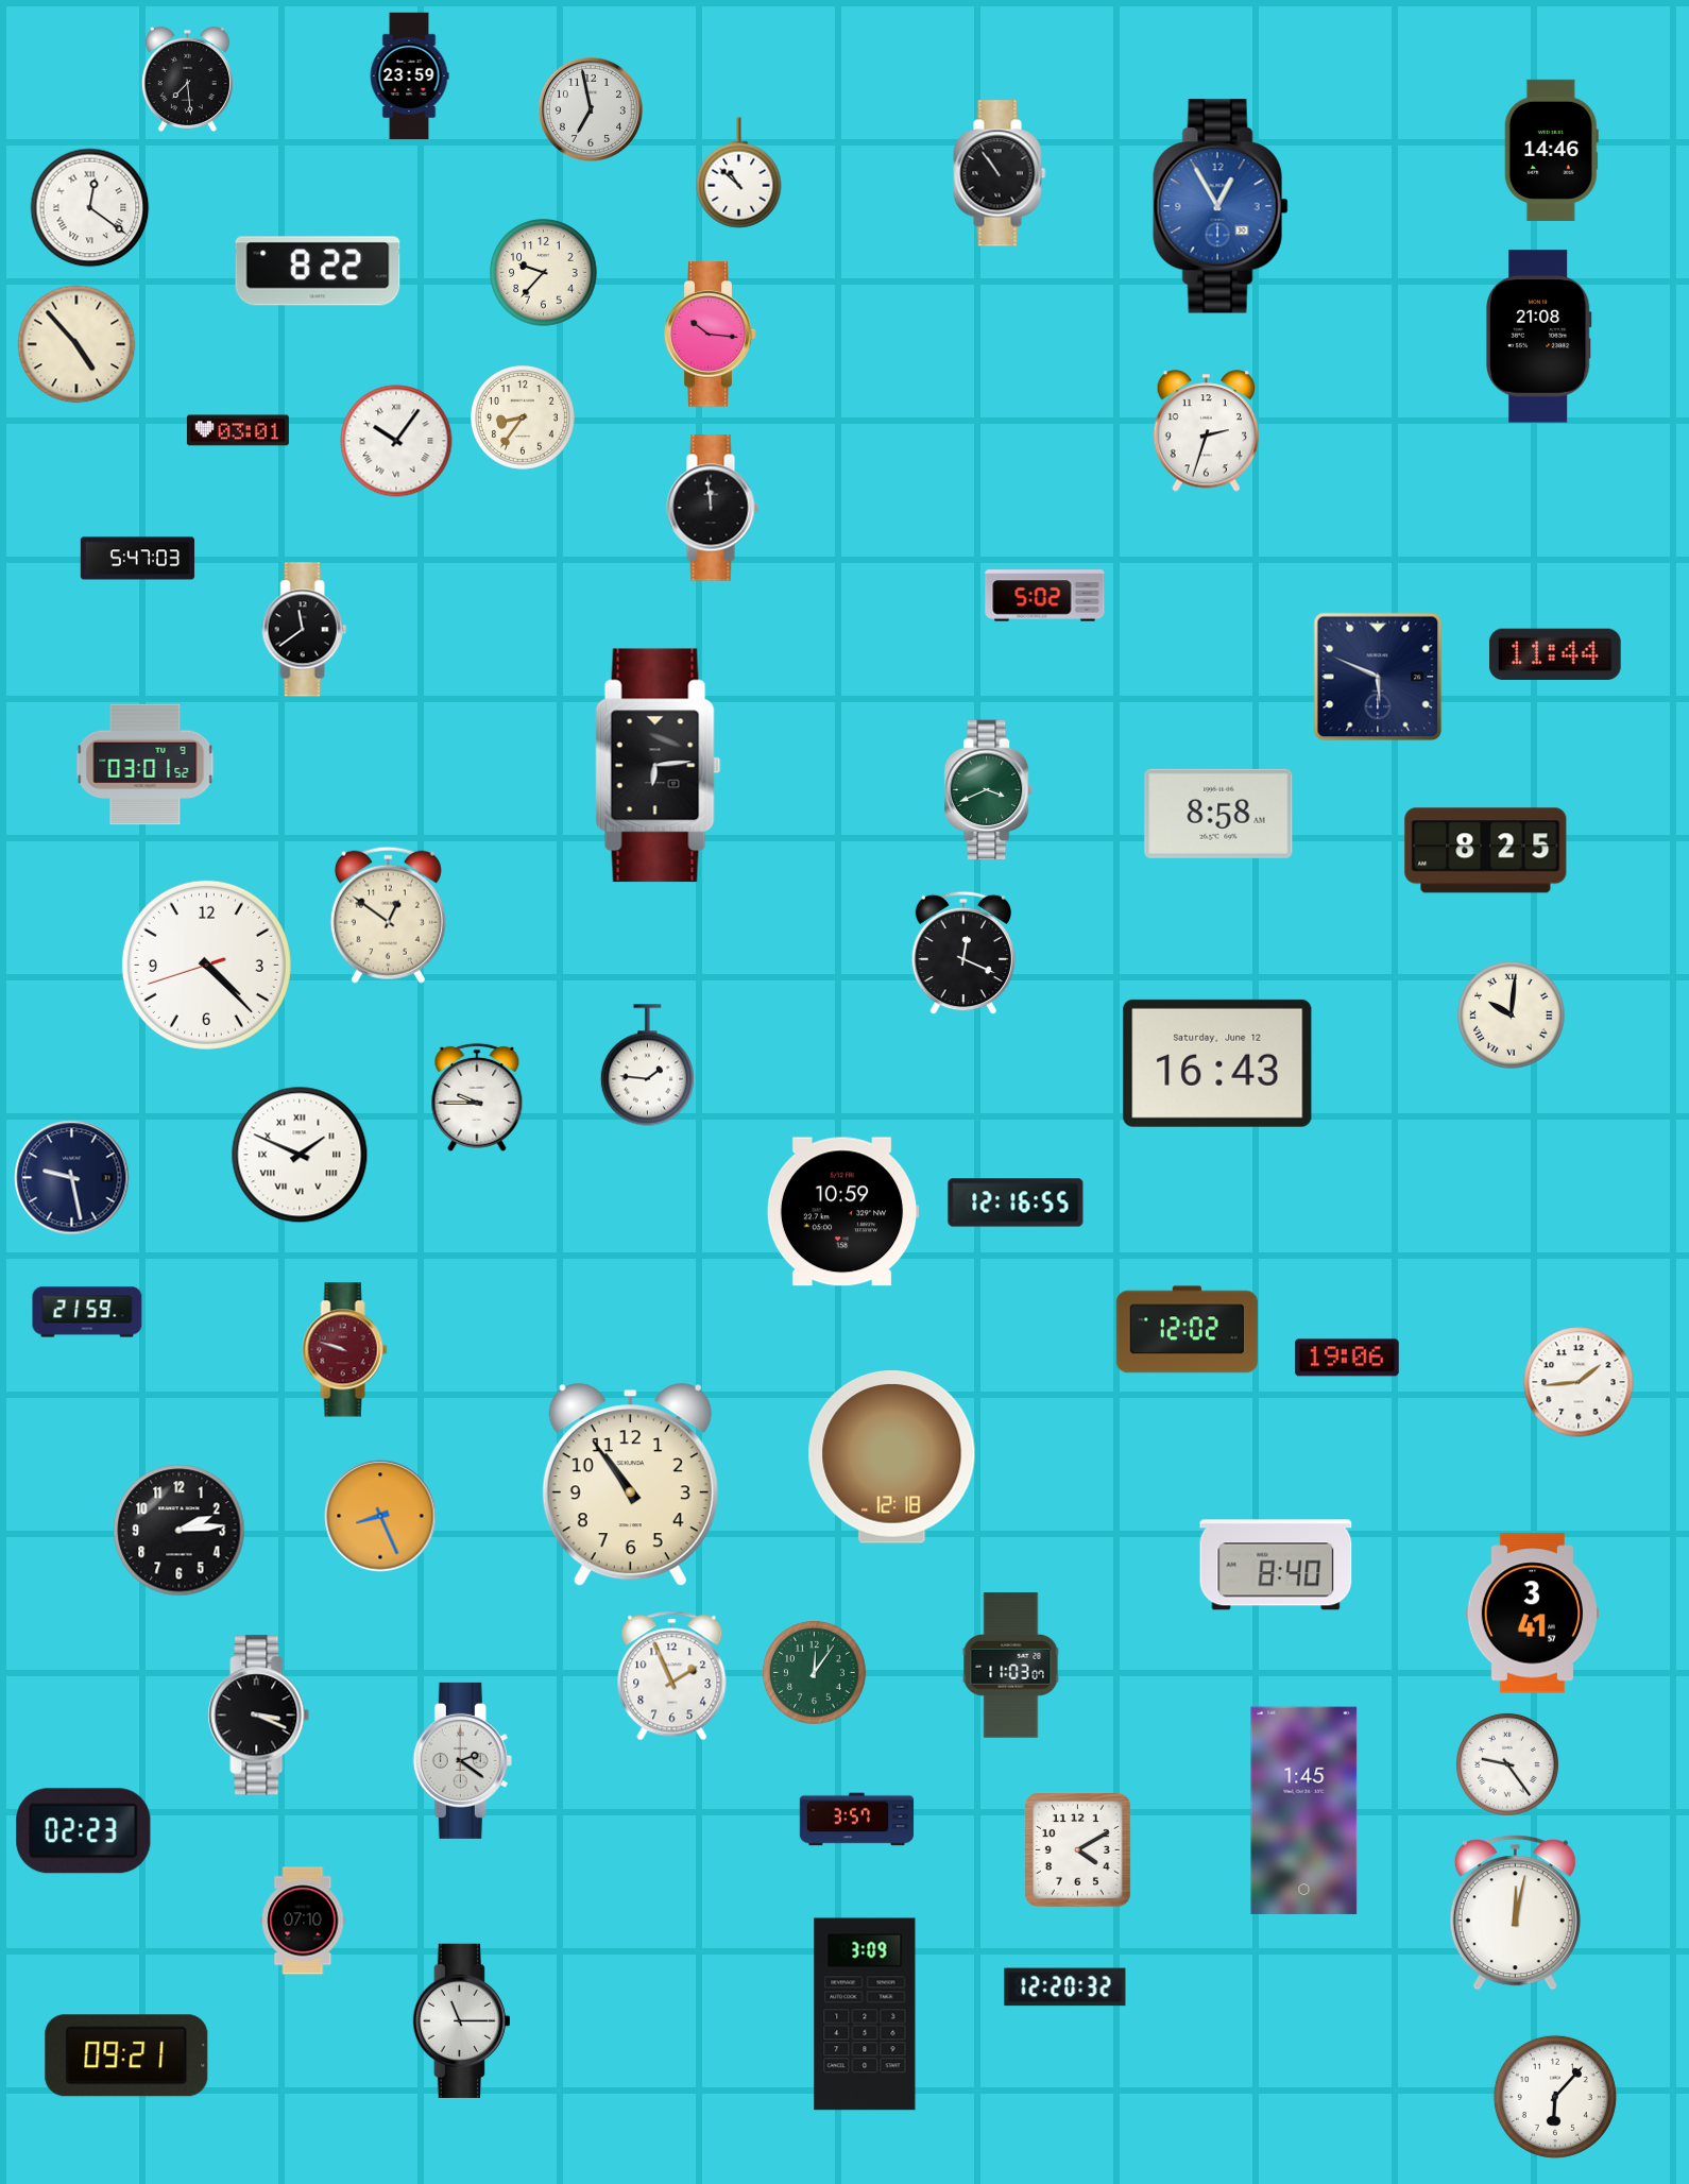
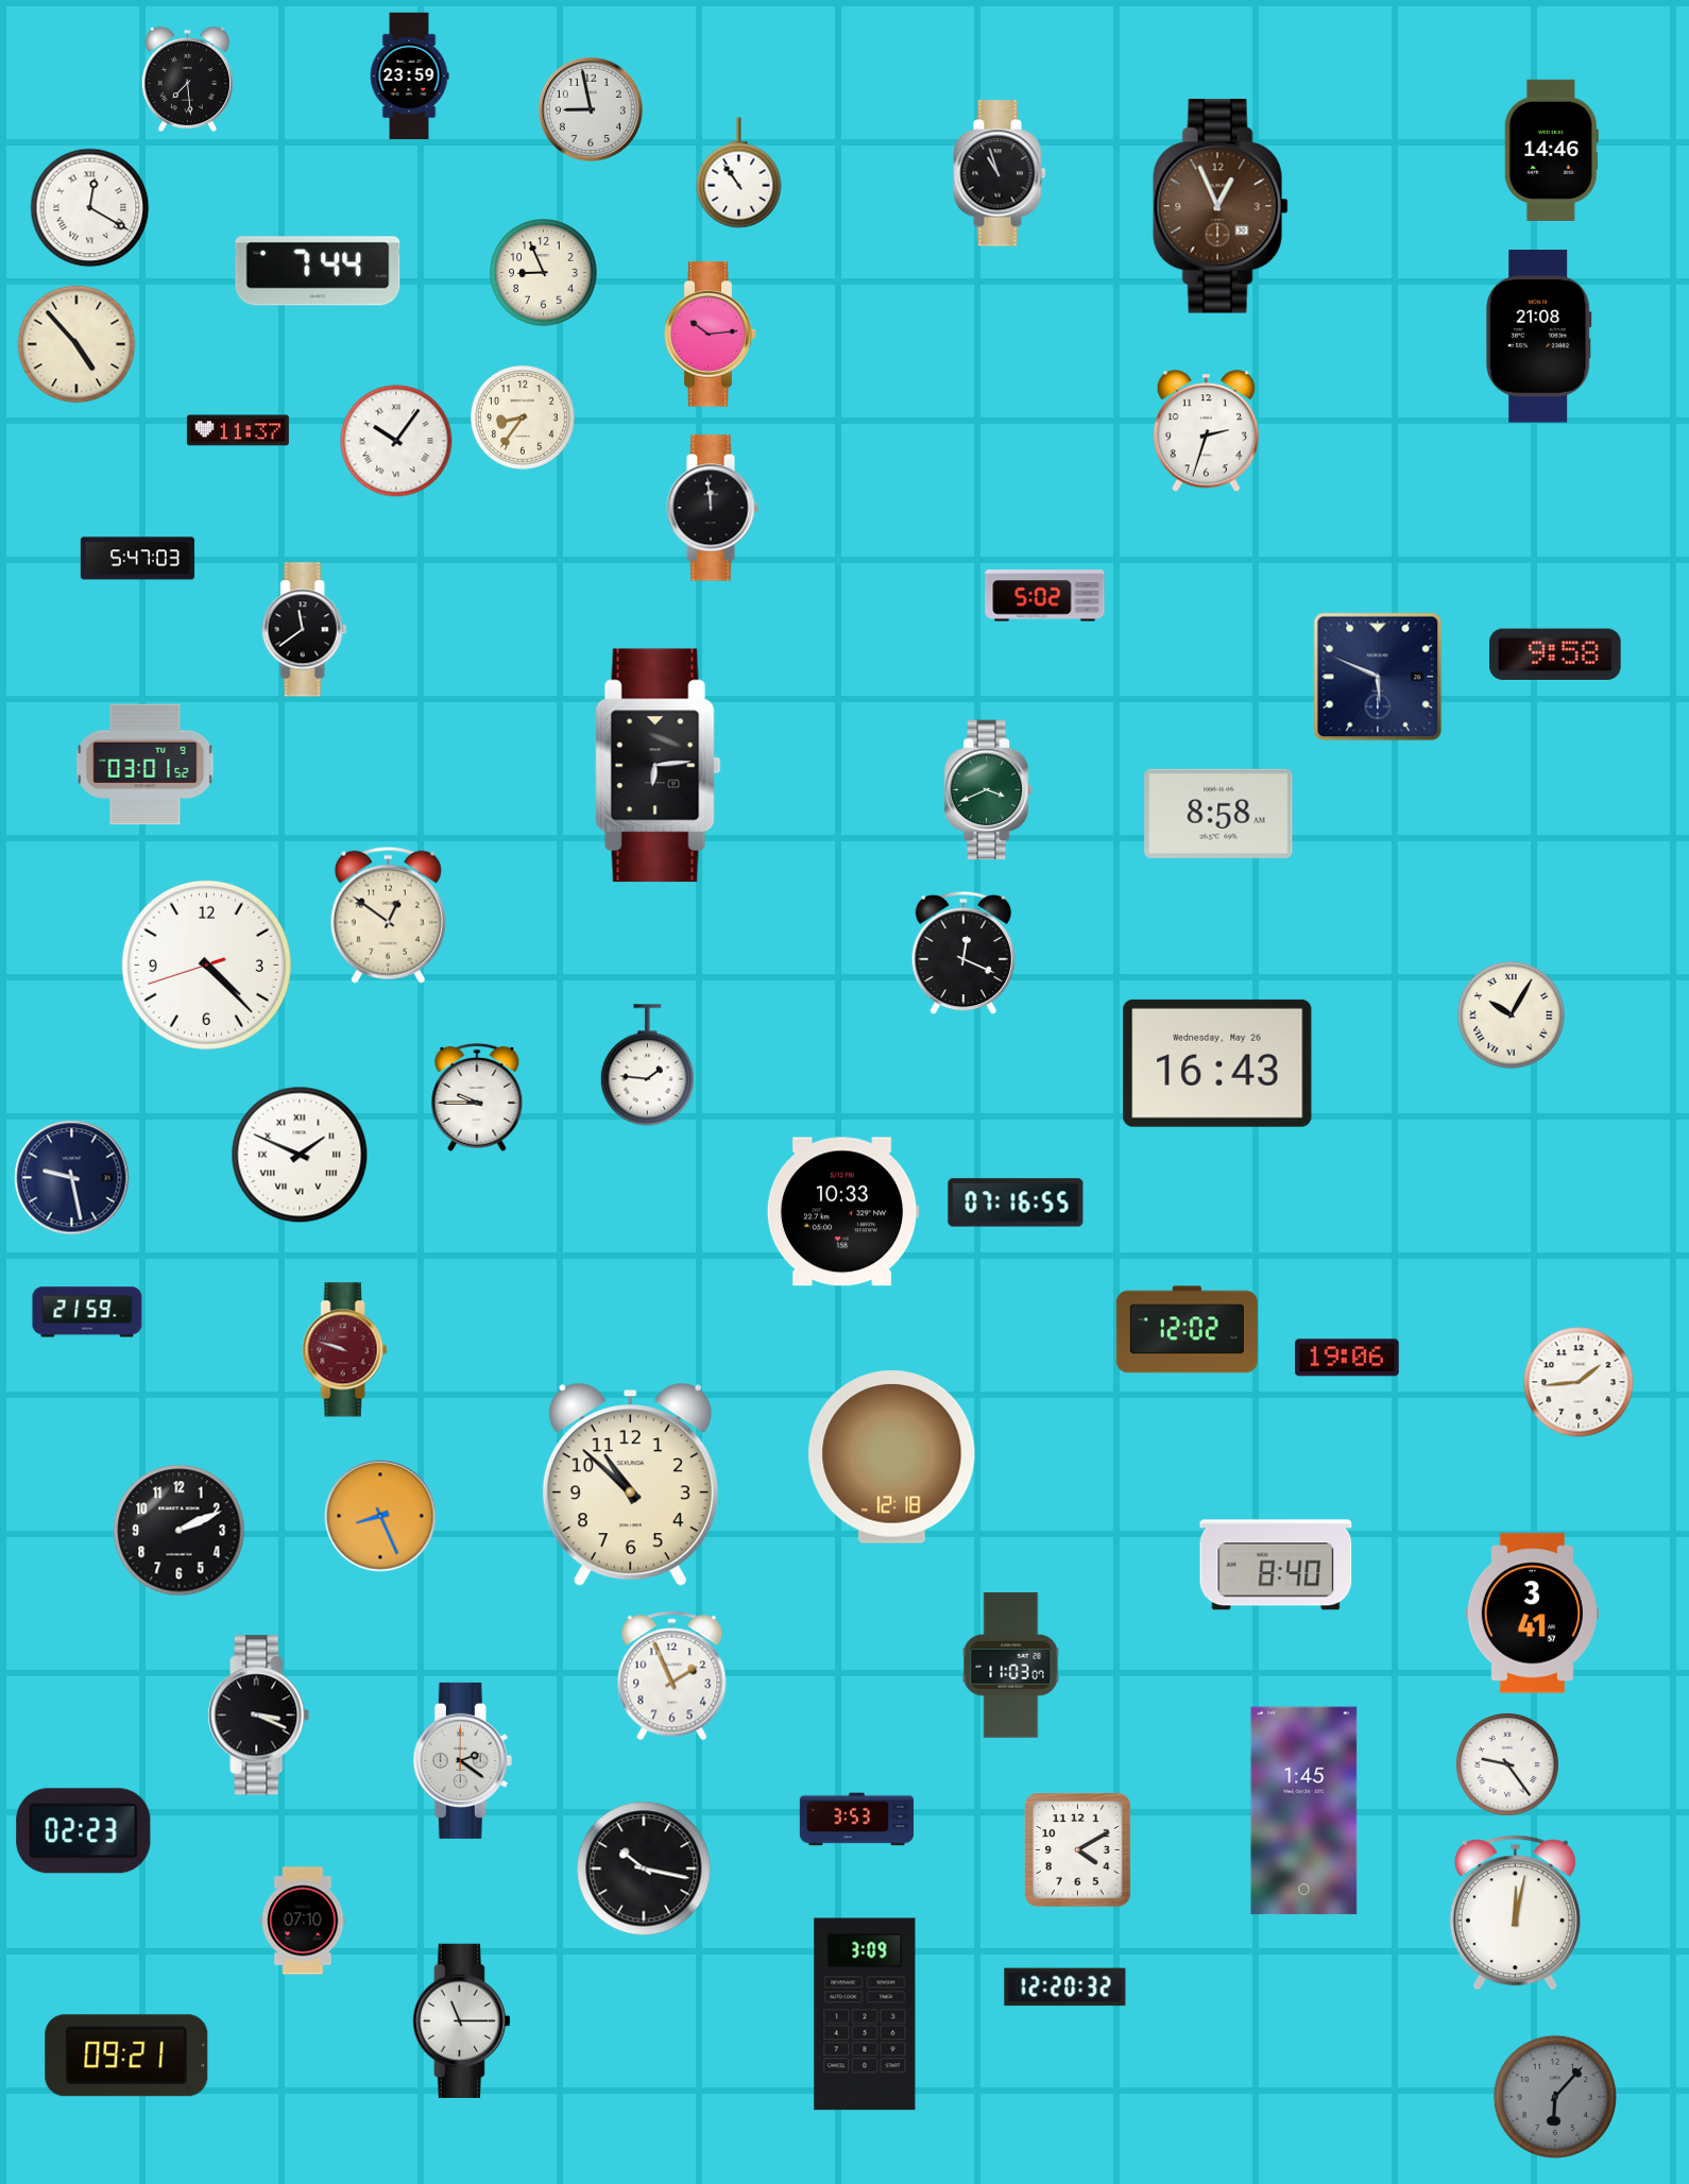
clock at (591, 109): 6:58 -> 8:58
clock at (739, 173): 10:52 -> 10:54
clock at (1000, 173): 10:54 -> 10:57
clock at (1221, 206): 12:55 -> 12:56
clock at (1221, 206) dial: blue -> brown
clock at (90, 208): 12:21 -> 12:20
clock at (318, 271): 8:22 -> 7:44
clock at (544, 273): 9:37 -> 8:56
clock at (711, 335): 10:16 -> 10:14
clock at (238, 430): 03:01 -> 11:37
clock at (1555, 654): 11:44 -> 9:58
clock at (1486, 851): 8:25 -> none
clock at (1512, 1016): 10:01 -> 10:05
clock at (1217, 1063) date: Saturday, June 12 -> Wednesday, May 26
clock at (1016, 1202): 12:16 -> 07:16
clock at (842, 1212): 10:59 -> 10:33
clock at (630, 1485): 10:54 -> 10:52
clock at (180, 1531): 2:14 -> 2:11
clock at (814, 1672): 12:06 -> none
clock at (857, 1820): 3:57 -> 3:53
clock at (644, 1869): none -> 10:17
clock at (1555, 2097) dial: white -> grey
